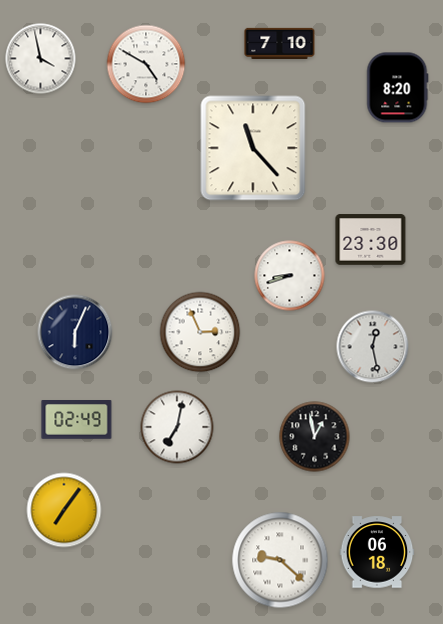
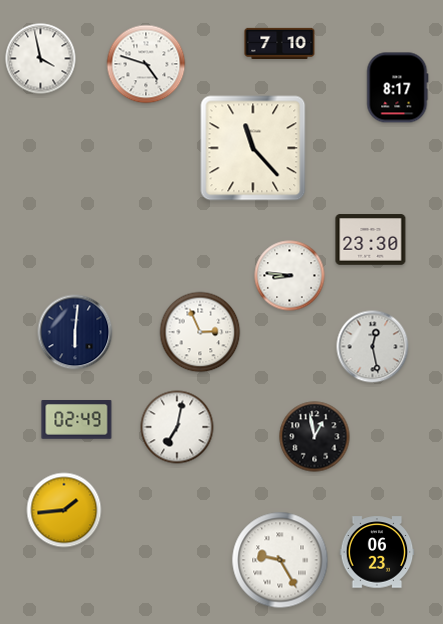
clock at (146, 64): 4:50 -> 4:48
clock at (398, 88): 8:20 -> 8:17
clock at (290, 276): 8:42 -> 8:46
clock at (75, 332): 6:04 -> 6:01
clock at (64, 510): 7:06 -> 1:44
clock at (377, 552): 06:18 -> 06:23
clock at (280, 560): 9:22 -> 9:25
